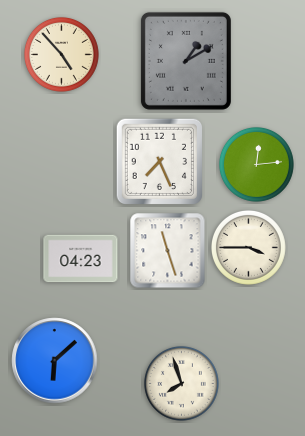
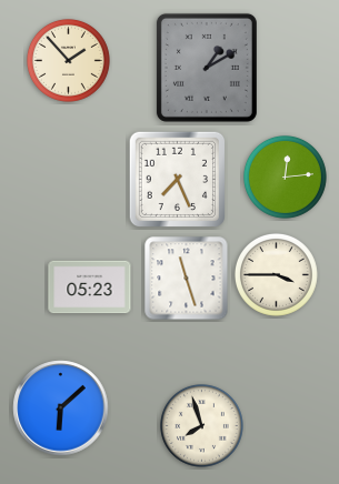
clock at (61, 54): 4:53 -> 1:53
clock at (256, 164) position: (256, 164) -> (285, 177)
clock at (81, 259): 04:23 -> 05:23
clock at (55, 361) position: (55, 361) -> (61, 409)
